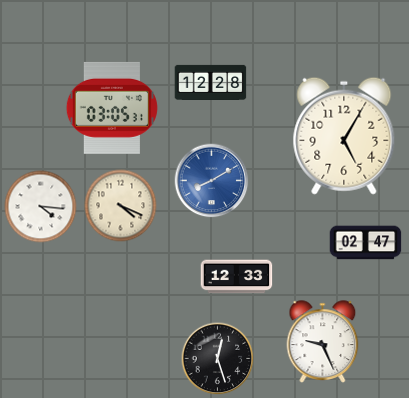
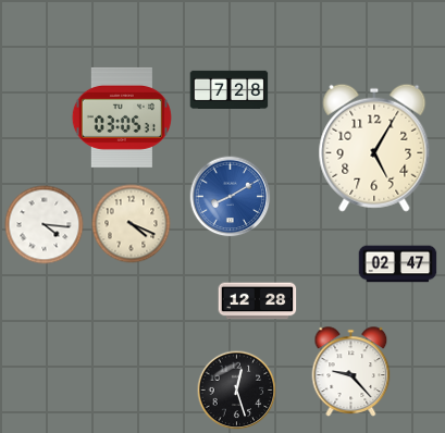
clock at (211, 82): 12:28 -> 7:28
clock at (237, 277): 12:33 -> 12:28
clock at (323, 342): 9:26 -> 9:23
